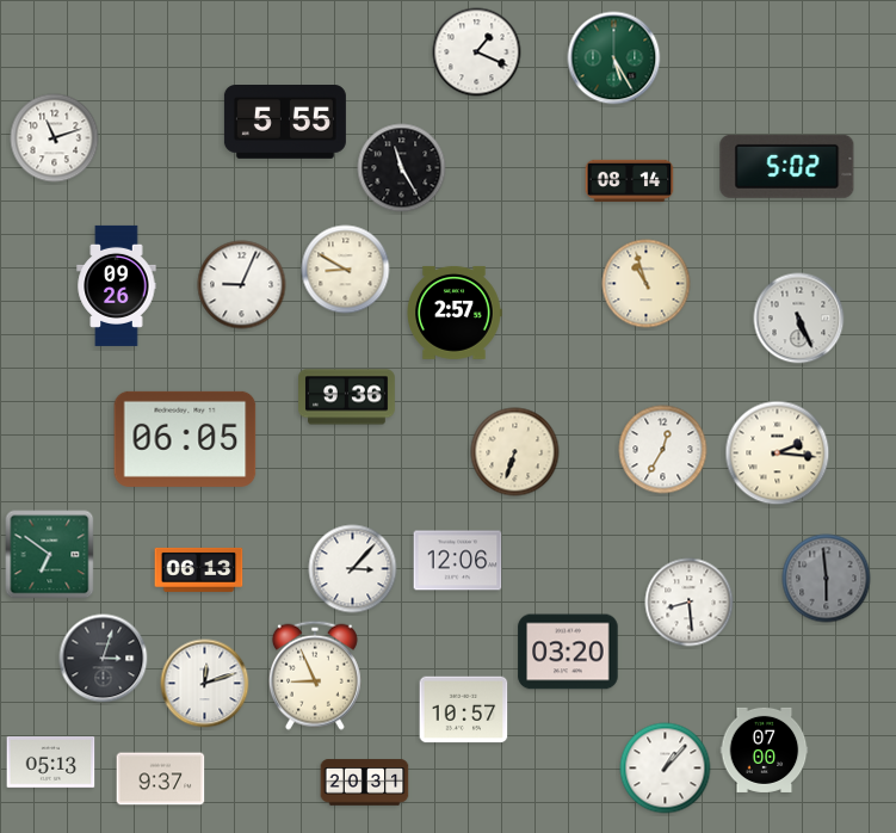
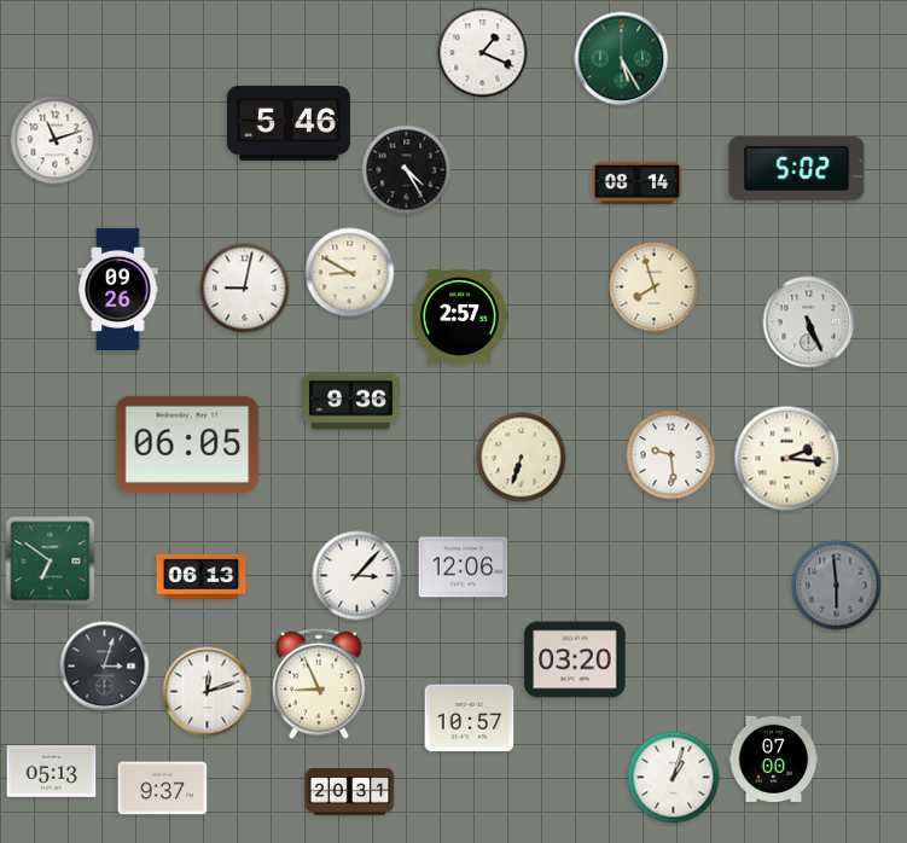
clock at (285, 123): 5:55 -> 5:46
clock at (402, 168): 11:25 -> 4:25
clock at (647, 284): 10:57 -> 7:57
clock at (242, 285): 9:04 -> 9:02
clock at (663, 450): 12:35 -> 9:29
clock at (690, 603): 8:29 -> none
clock at (666, 769): 1:07 -> 1:03
clock at (365, 783) position: (365, 783) -> (350, 792)
